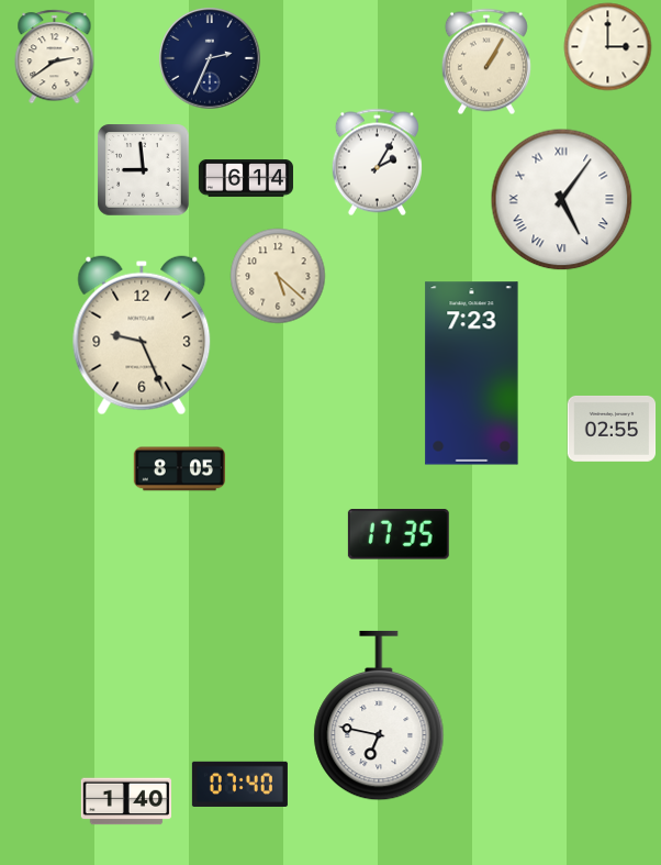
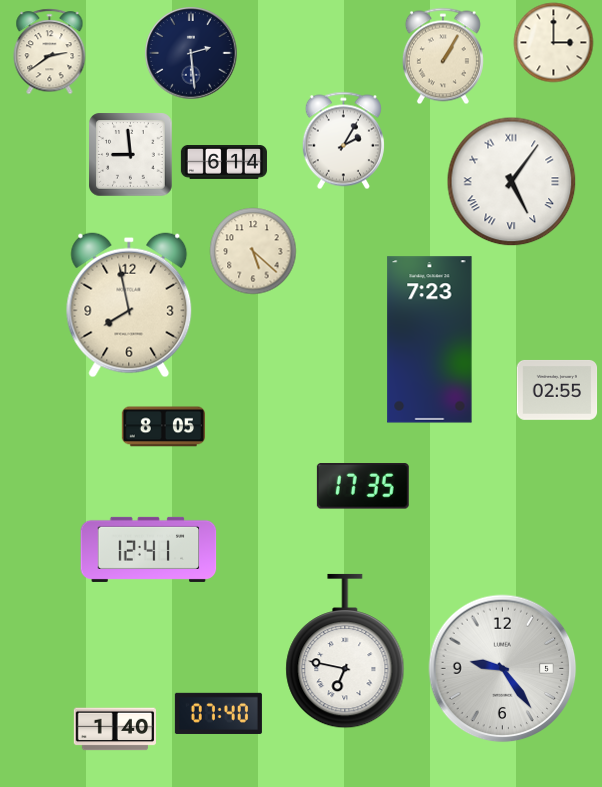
clock at (210, 58): 2:34 -> 2:29
clock at (377, 162) position: (377, 162) -> (343, 140)
clock at (142, 335): 9:26 -> 7:58
clock at (149, 549): none -> 12:41
clock at (503, 669): none -> 9:24
